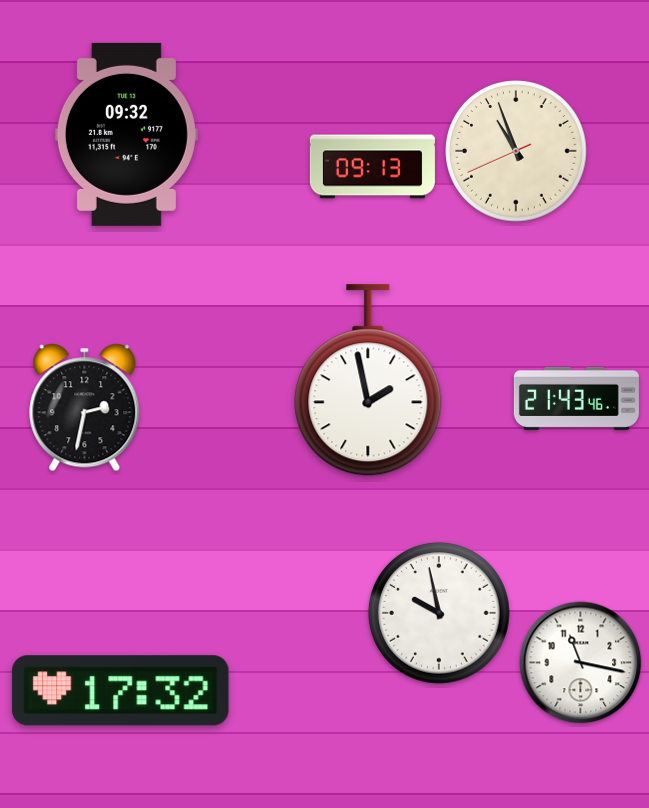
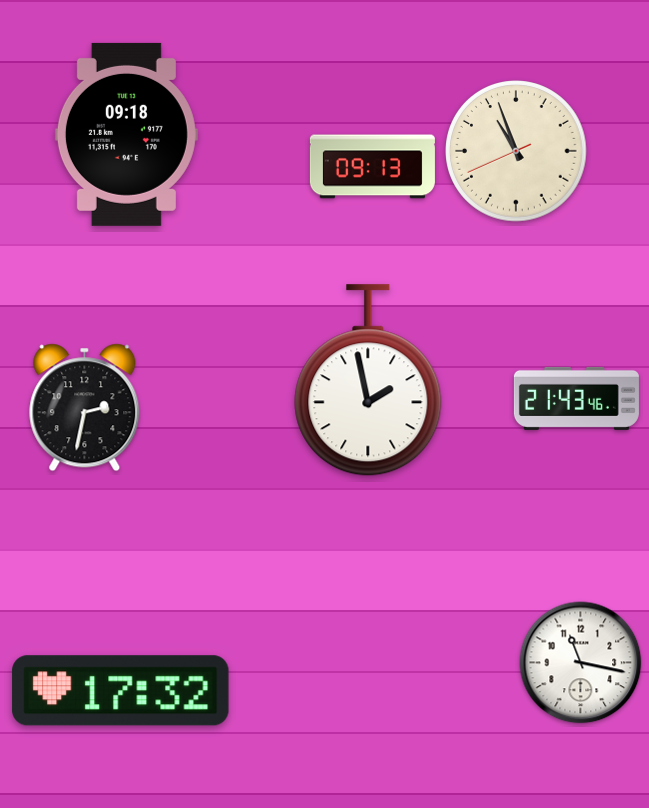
clock at (126, 134): 09:32 -> 09:18
clock at (439, 613): 9:58 -> none
